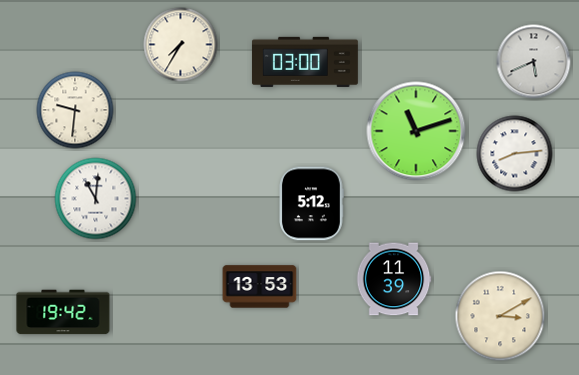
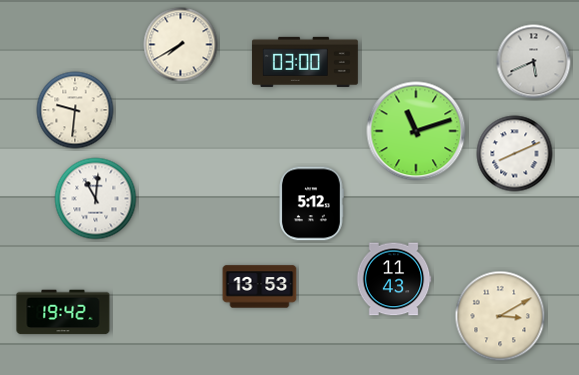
clock at (181, 45): 7:35 -> 7:40
clock at (515, 154): 8:14 -> 8:11
clock at (394, 279): 11:39 -> 11:43
